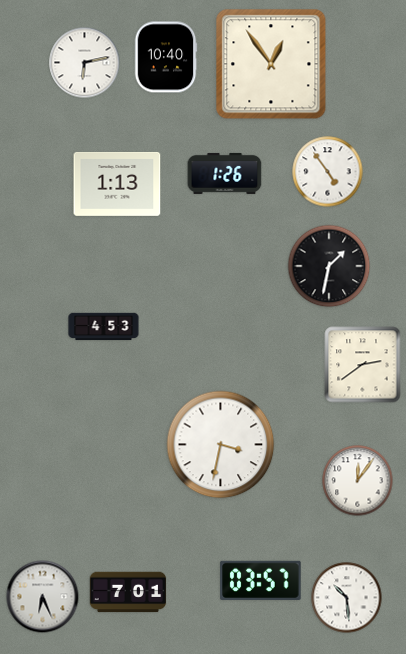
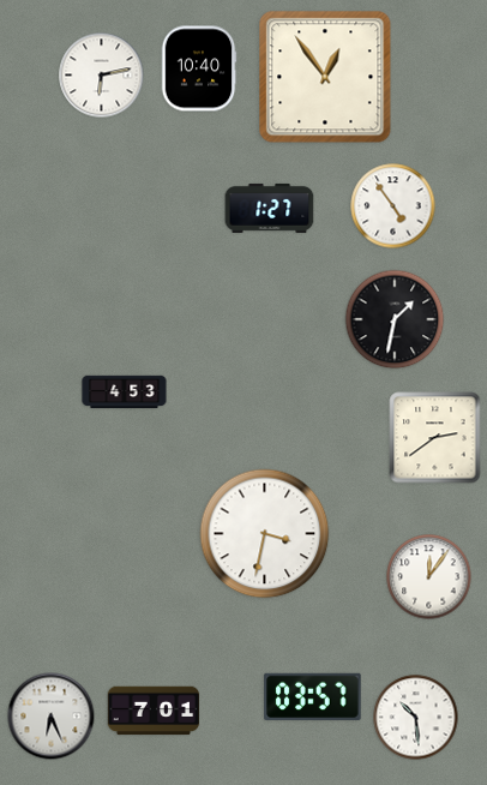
clock at (225, 173): 1:26 -> 1:27
clock at (117, 184): 1:13 -> none
